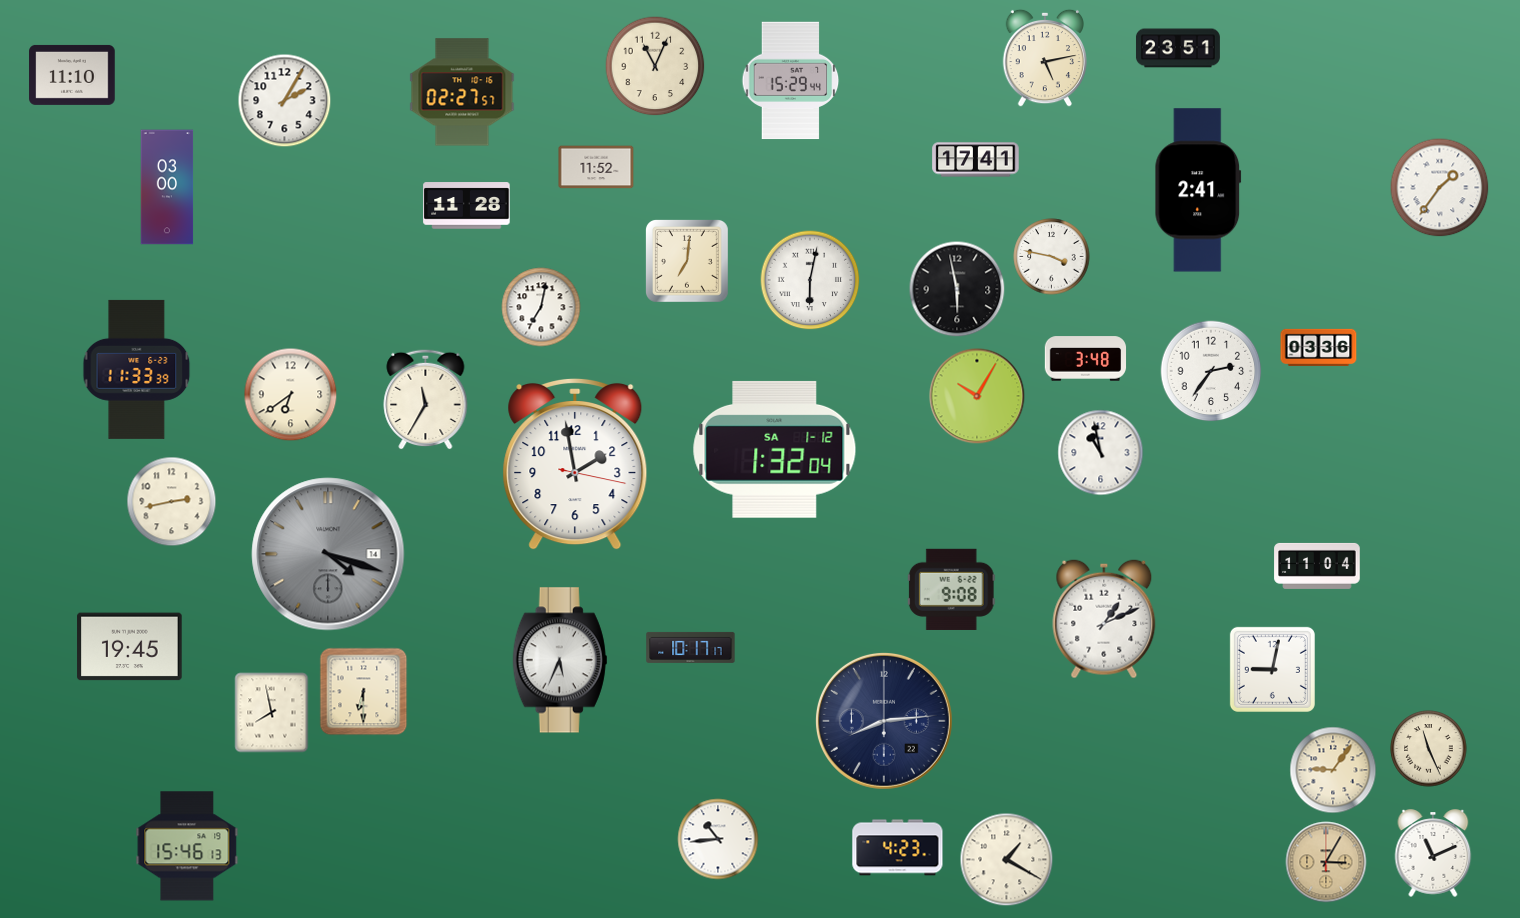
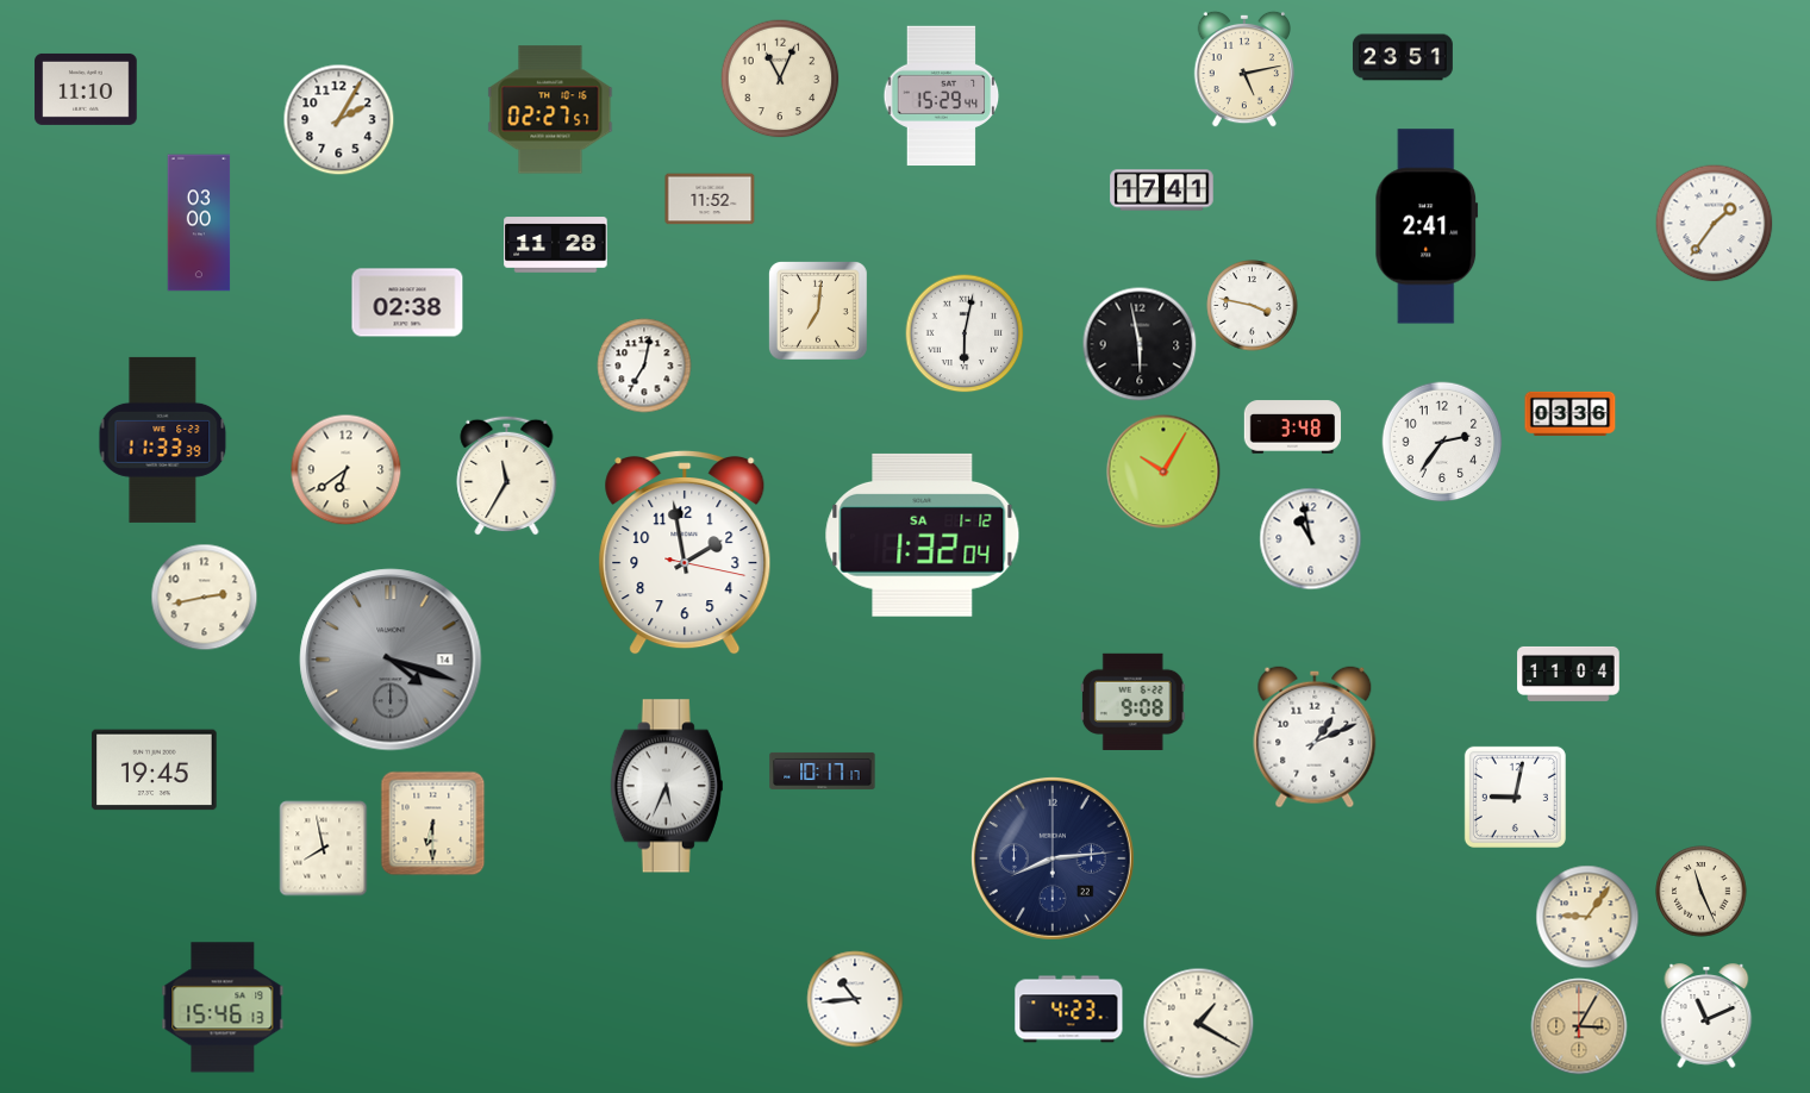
clock at (407, 302): none -> 02:38
